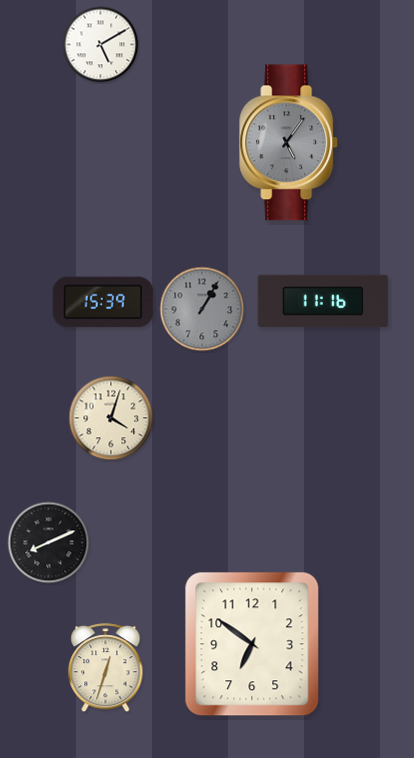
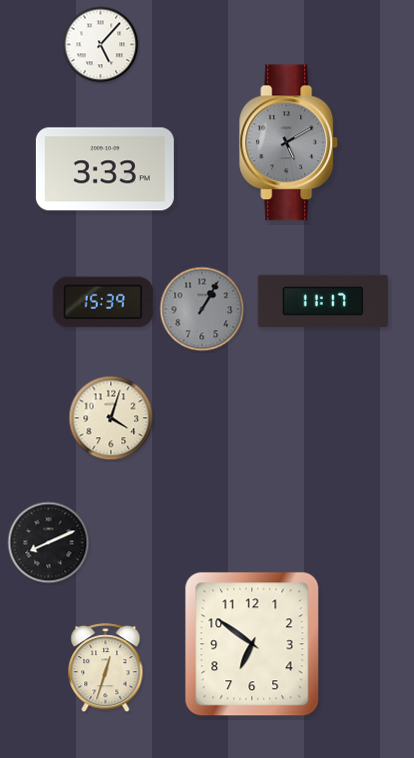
clock at (101, 45): 5:10 -> 5:07
clock at (289, 143): 5:06 -> 5:10
clock at (105, 169): none -> 3:33
clock at (323, 301): 11:16 -> 11:17
